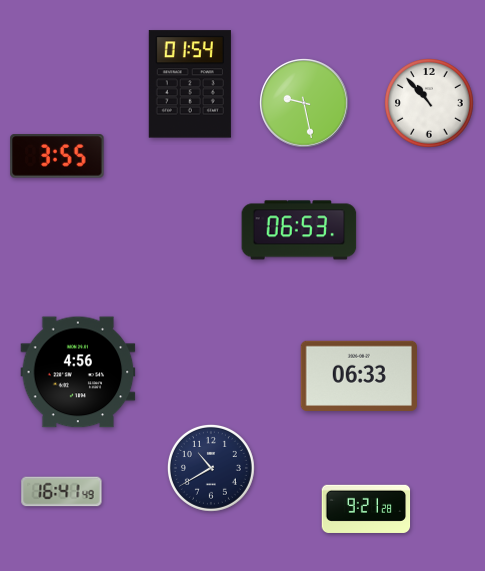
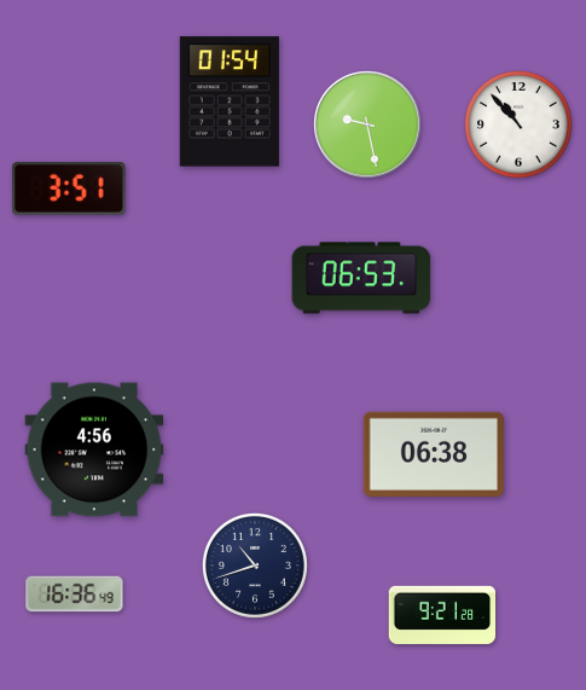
clock at (57, 156): 3:55 -> 3:51
clock at (358, 376): 06:33 -> 06:38
clock at (211, 468): 10:40 -> 10:42
clock at (62, 492): 16:41 -> 16:36
